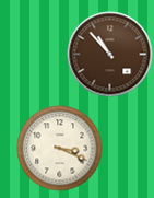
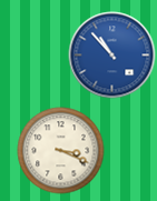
clock at (109, 54) dial: brown -> blue
